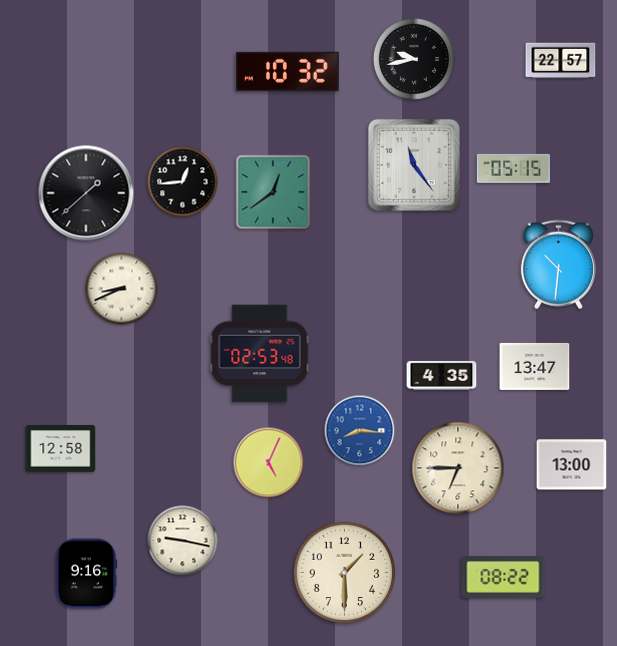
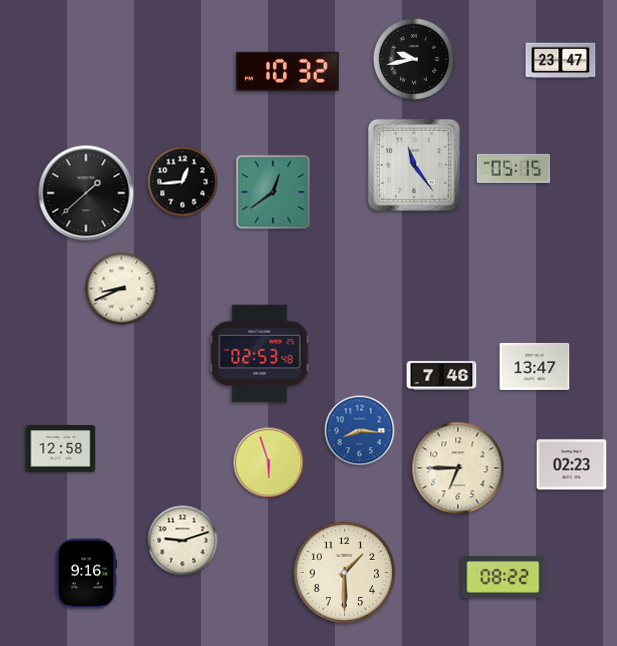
clock at (561, 61): 22:57 -> 23:47
clock at (558, 265): 10:31 -> none
clock at (442, 375): 4:35 -> 7:46
clock at (269, 463): 5:04 -> 5:57
clock at (572, 465): 13:00 -> 02:23
clock at (183, 541): 9:17 -> 9:12
